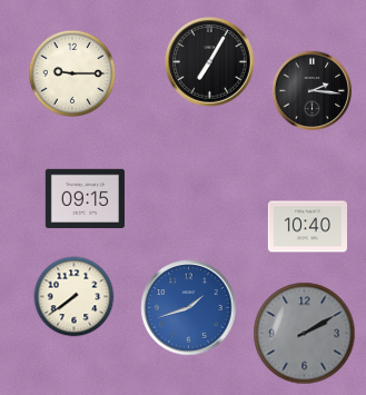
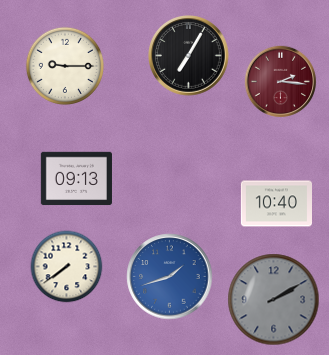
clock at (311, 90) dial: black -> burgundy
clock at (85, 199): 09:15 -> 09:13
